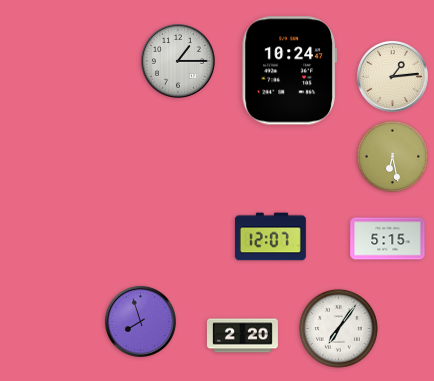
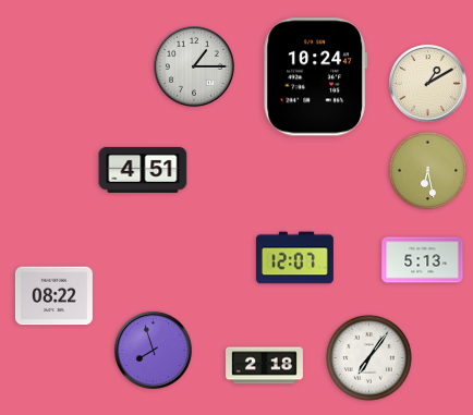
clock at (392, 76): 1:14 -> 1:10
clock at (143, 170): none -> 4:51
clock at (388, 239): 5:15 -> 5:13
clock at (53, 296): none -> 08:22
clock at (242, 336): 2:20 -> 2:18
